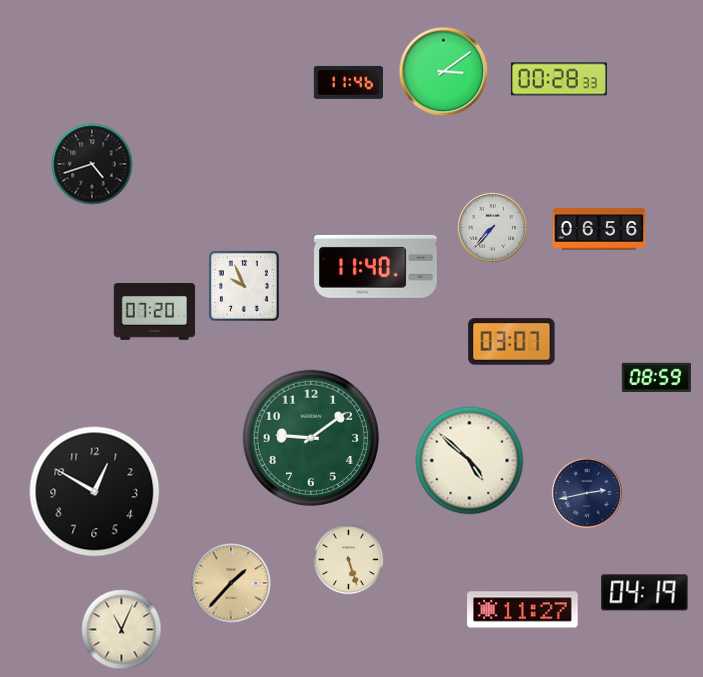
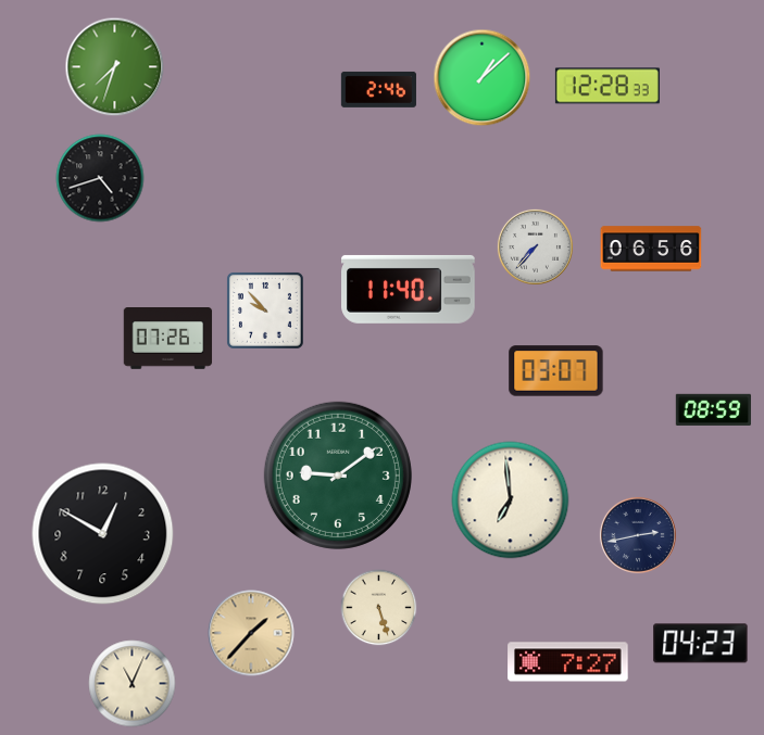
clock at (115, 67): none -> 7:33
clock at (444, 72): 3:09 -> 1:08
clock at (559, 79): 00:28 -> 12:28
clock at (348, 82): 11:46 -> 2:46
clock at (244, 286): 9:56 -> 9:53
clock at (155, 312): 07:20 -> 07:26
clock at (470, 461): 4:52 -> 6:59
clock at (645, 593): 04:19 -> 04:23
clock at (523, 610): 11:27 -> 7:27
